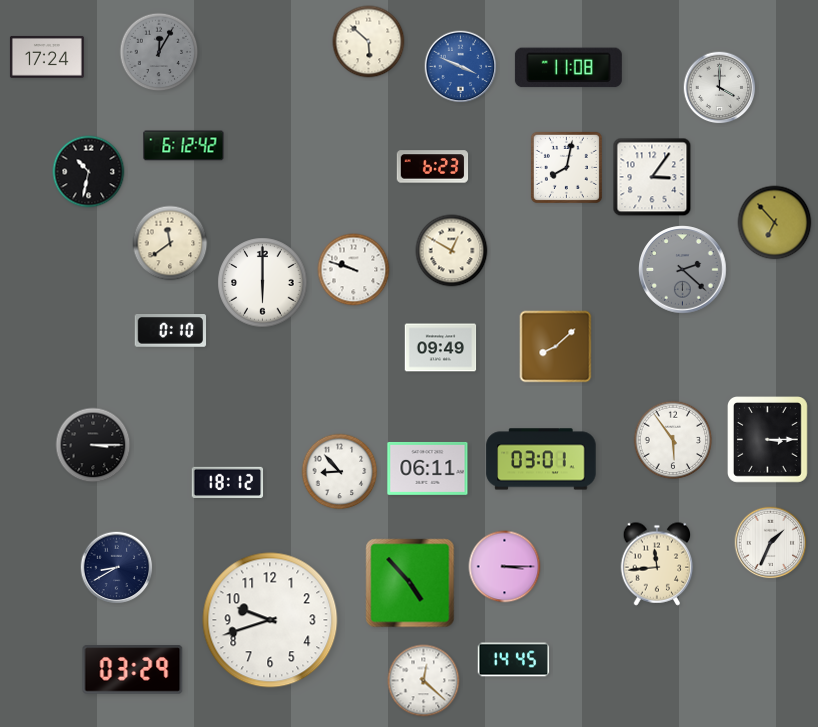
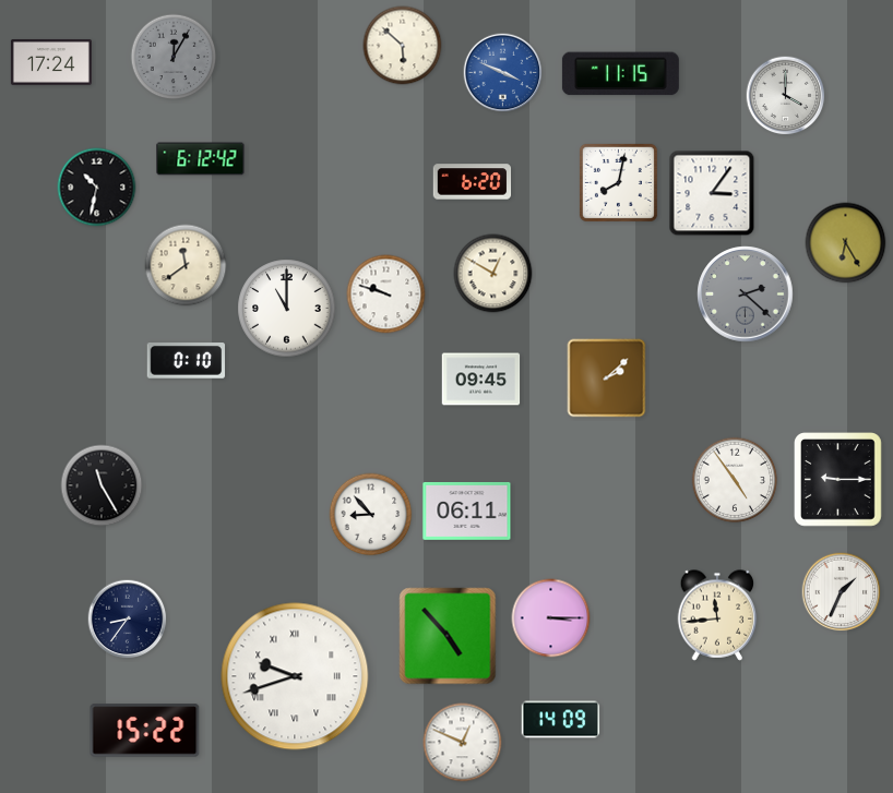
clock at (568, 68): 11:08 -> 11:15
clock at (433, 167): 6:23 -> 6:20
clock at (775, 223): 6:53 -> 6:25
clock at (263, 283): 6:00 -> 11:00
clock at (556, 347): 8:08 -> 2:08
clock at (441, 348): 09:49 -> 09:45
clock at (673, 440): 5:54 -> 4:54
clock at (768, 440): 3:15 -> 9:15
clock at (93, 445): 3:15 -> 11:25
clock at (541, 459): 03:01 -> none
clock at (228, 482): 18:12 -> none
clock at (117, 568): 8:40 -> 8:36
clock at (270, 620) numerals: Arabic -> Roman
clock at (514, 660): 14:45 -> 14:09
clock at (133, 670): 03:29 -> 15:22
clock at (424, 681): 12:22 -> 12:49
